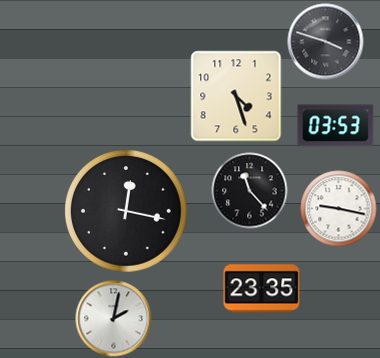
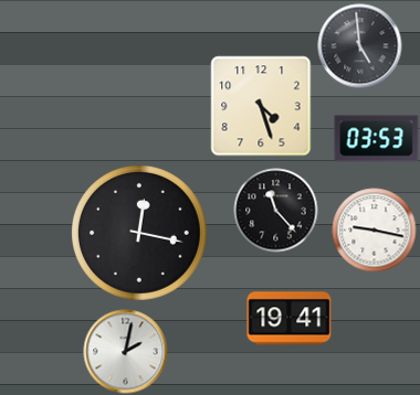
clock at (326, 42): 3:48 -> 4:59
clock at (336, 126) position: (336, 126) -> (377, 139)
clock at (262, 289): 23:35 -> 19:41
